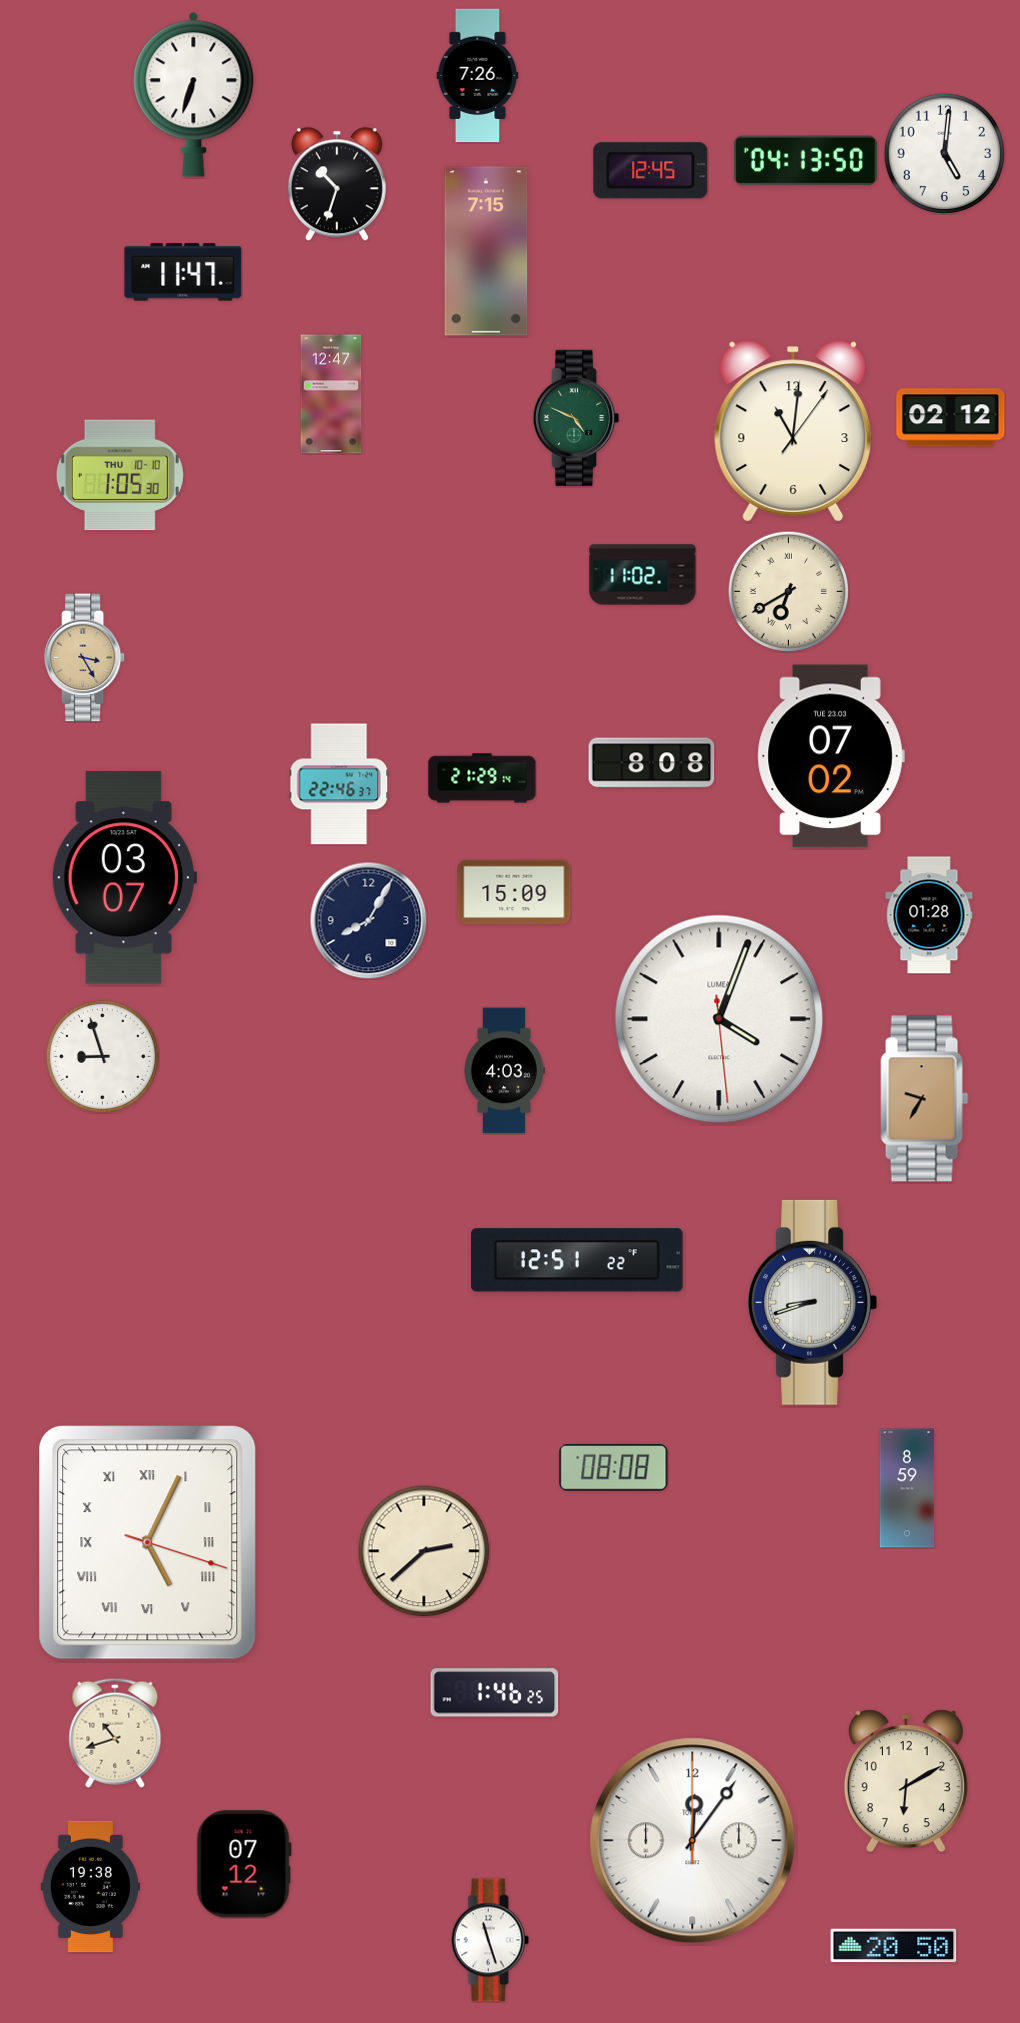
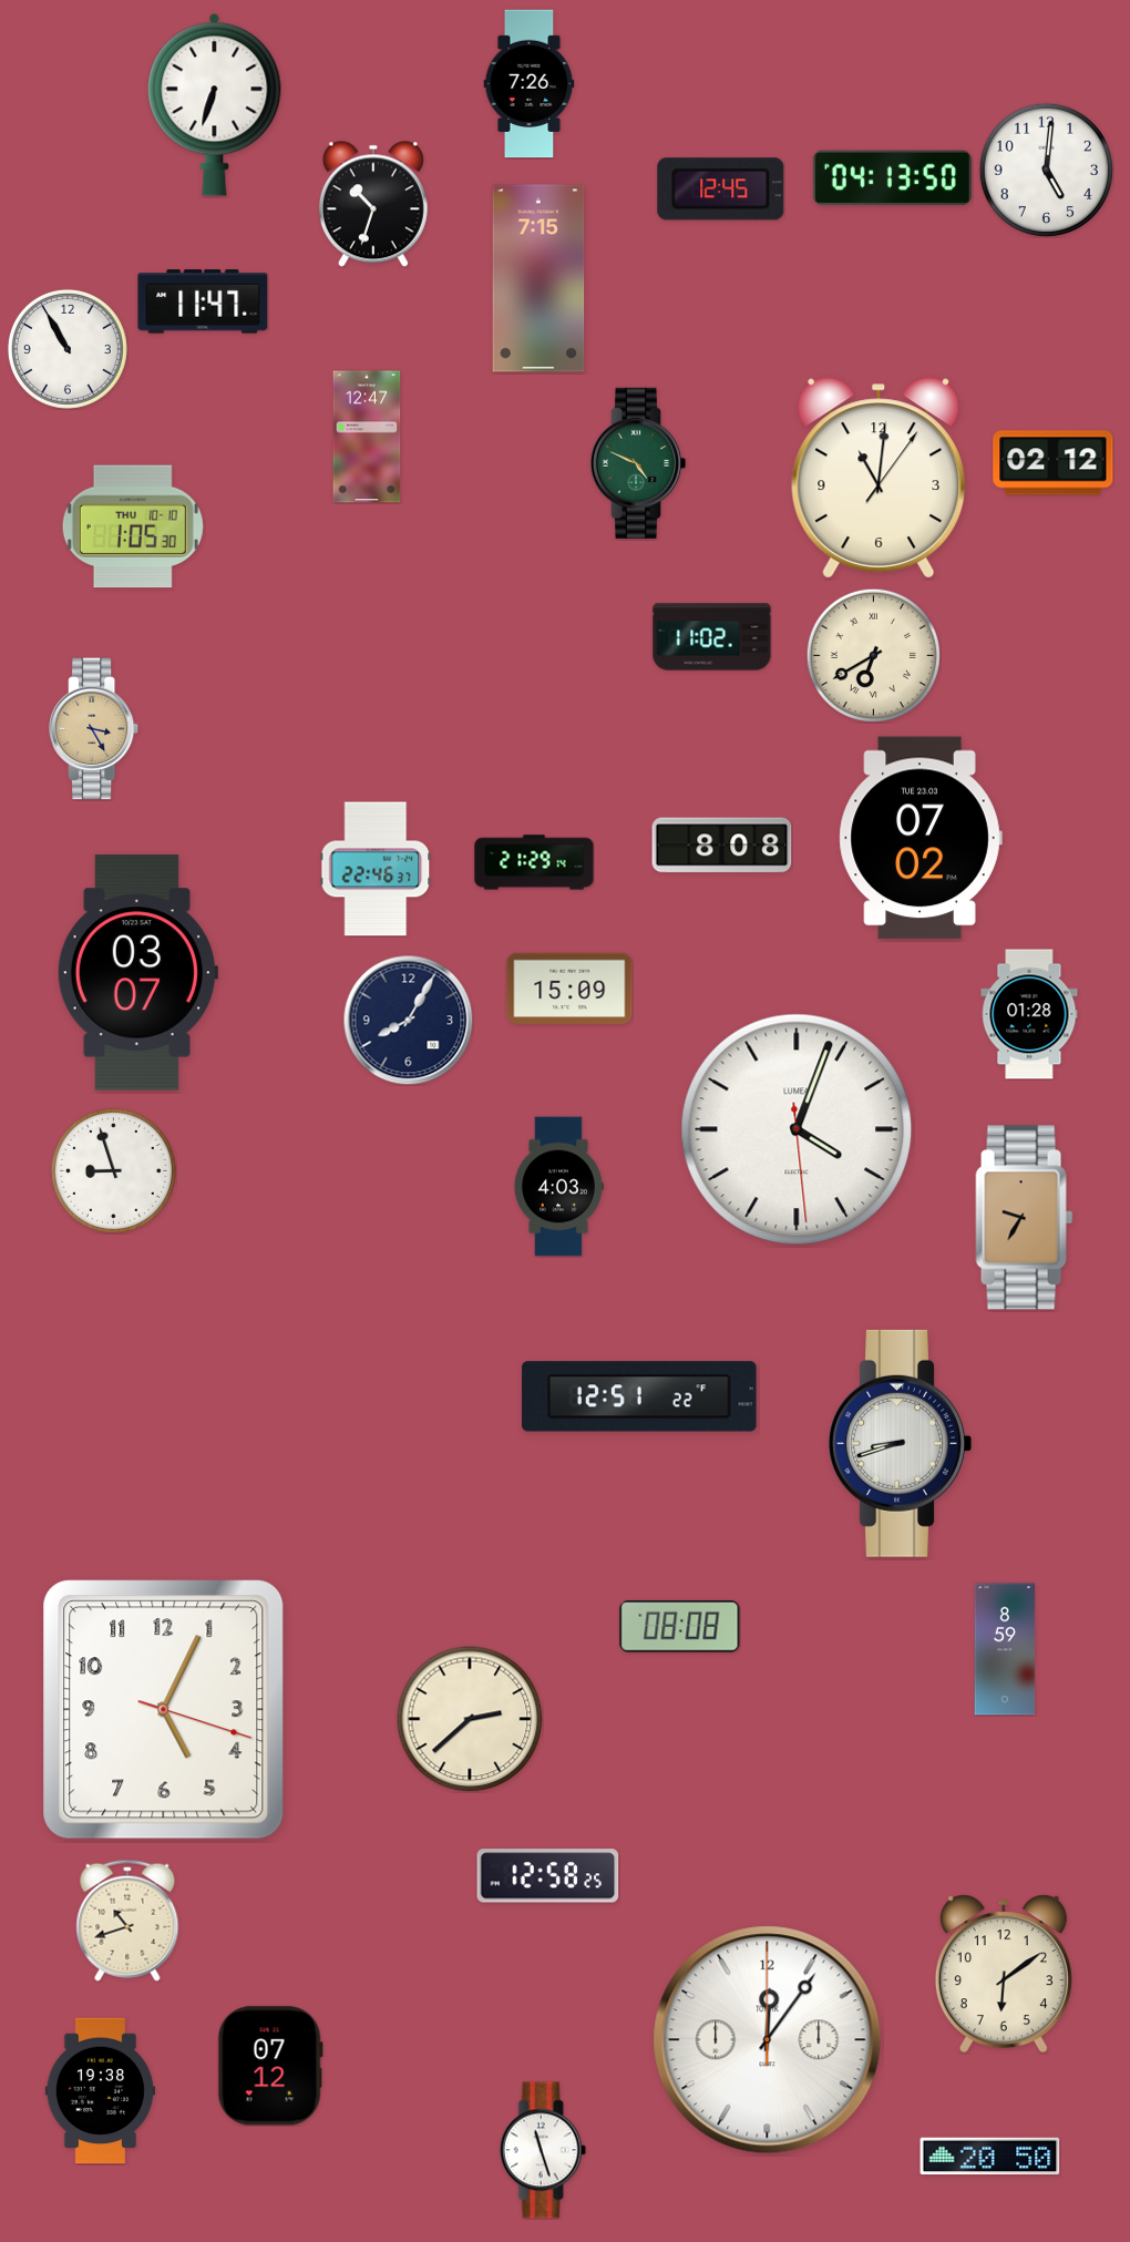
clock at (68, 349): none -> 10:55
clock at (148, 1543) numerals: Roman -> Arabic
clock at (495, 1693): 1:46 -> 12:58
clock at (906, 1781): 6:10 -> 6:09
